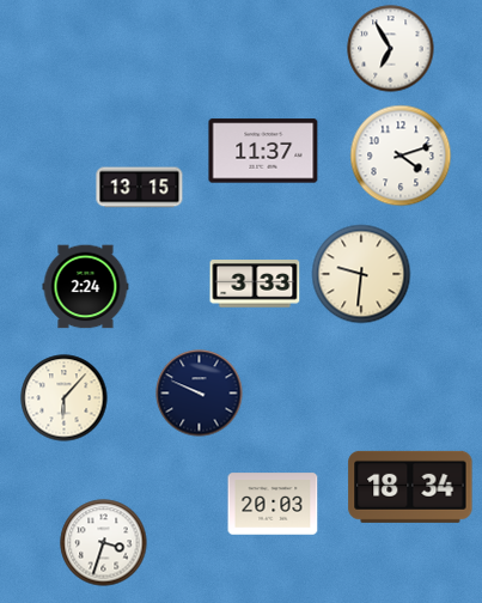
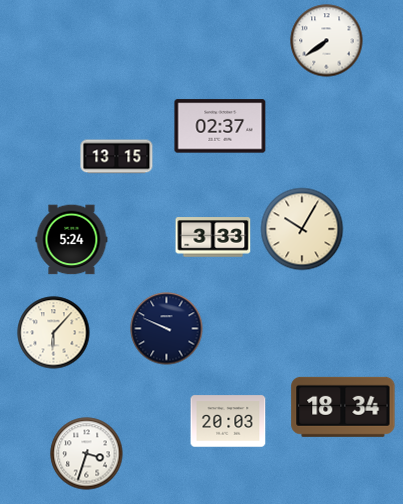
clock at (391, 49): 6:55 -> 7:39
clock at (263, 151): 11:37 -> 02:37
clock at (401, 156): 4:12 -> none
clock at (361, 274): 9:31 -> 10:05
clock at (86, 287): 2:24 -> 5:24
